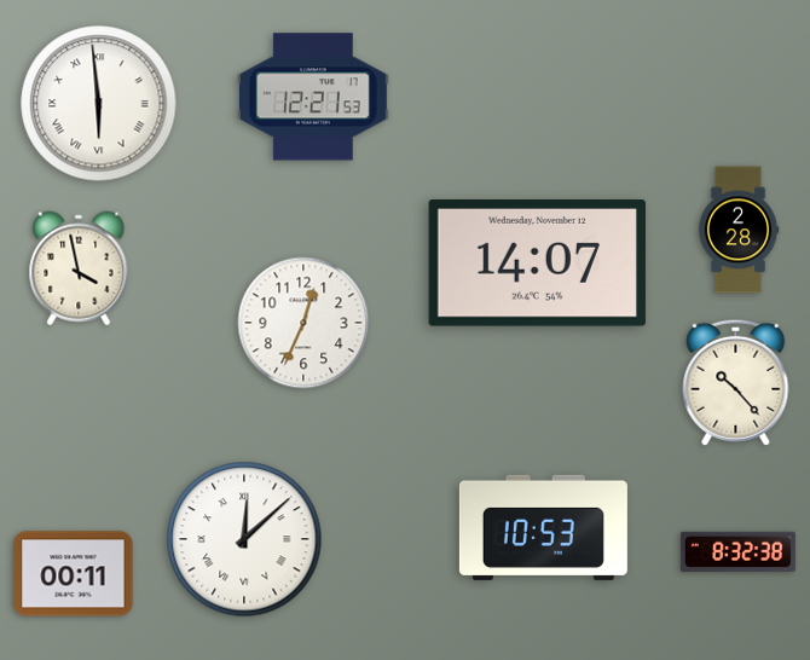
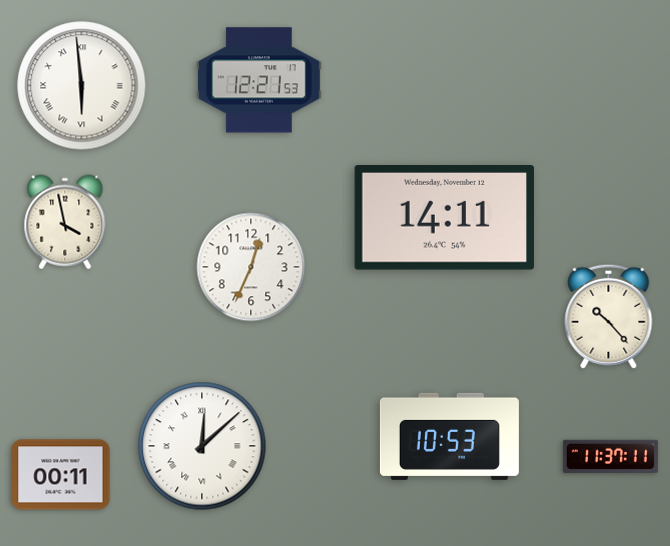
clock at (739, 230): 2:28 -> none
clock at (537, 264): 14:07 -> 14:11
clock at (737, 551): 8:32 -> 11:37
